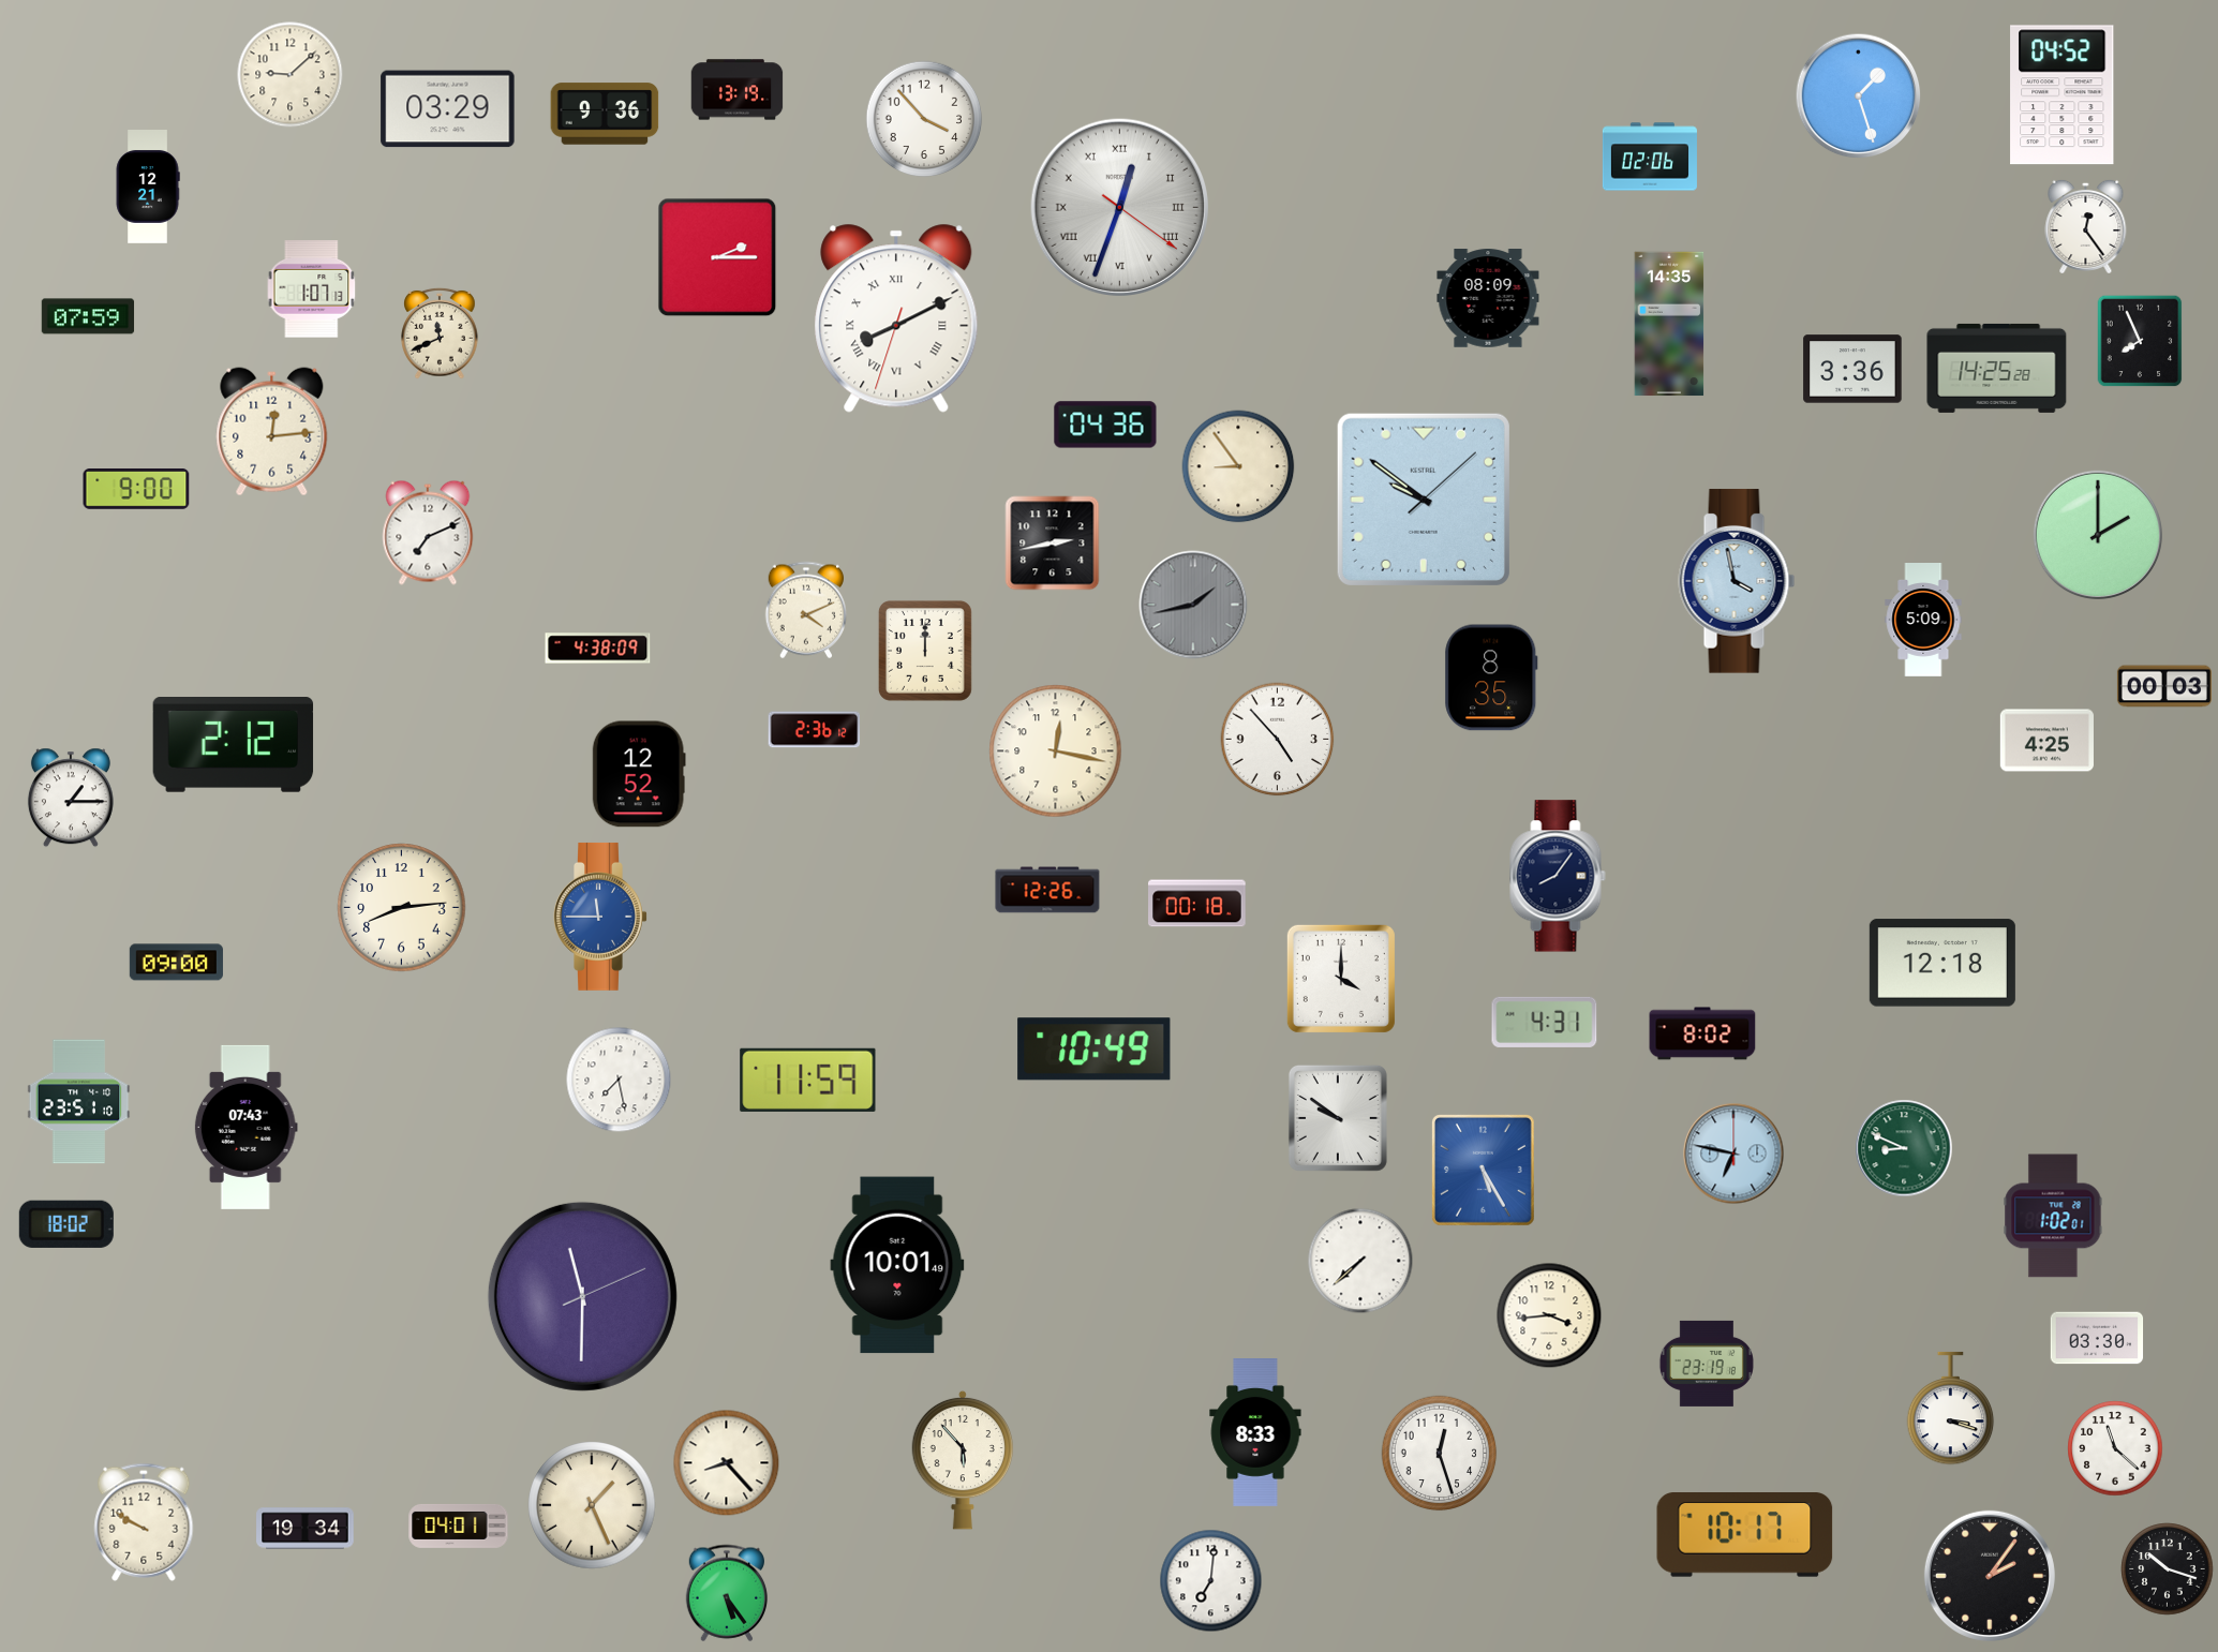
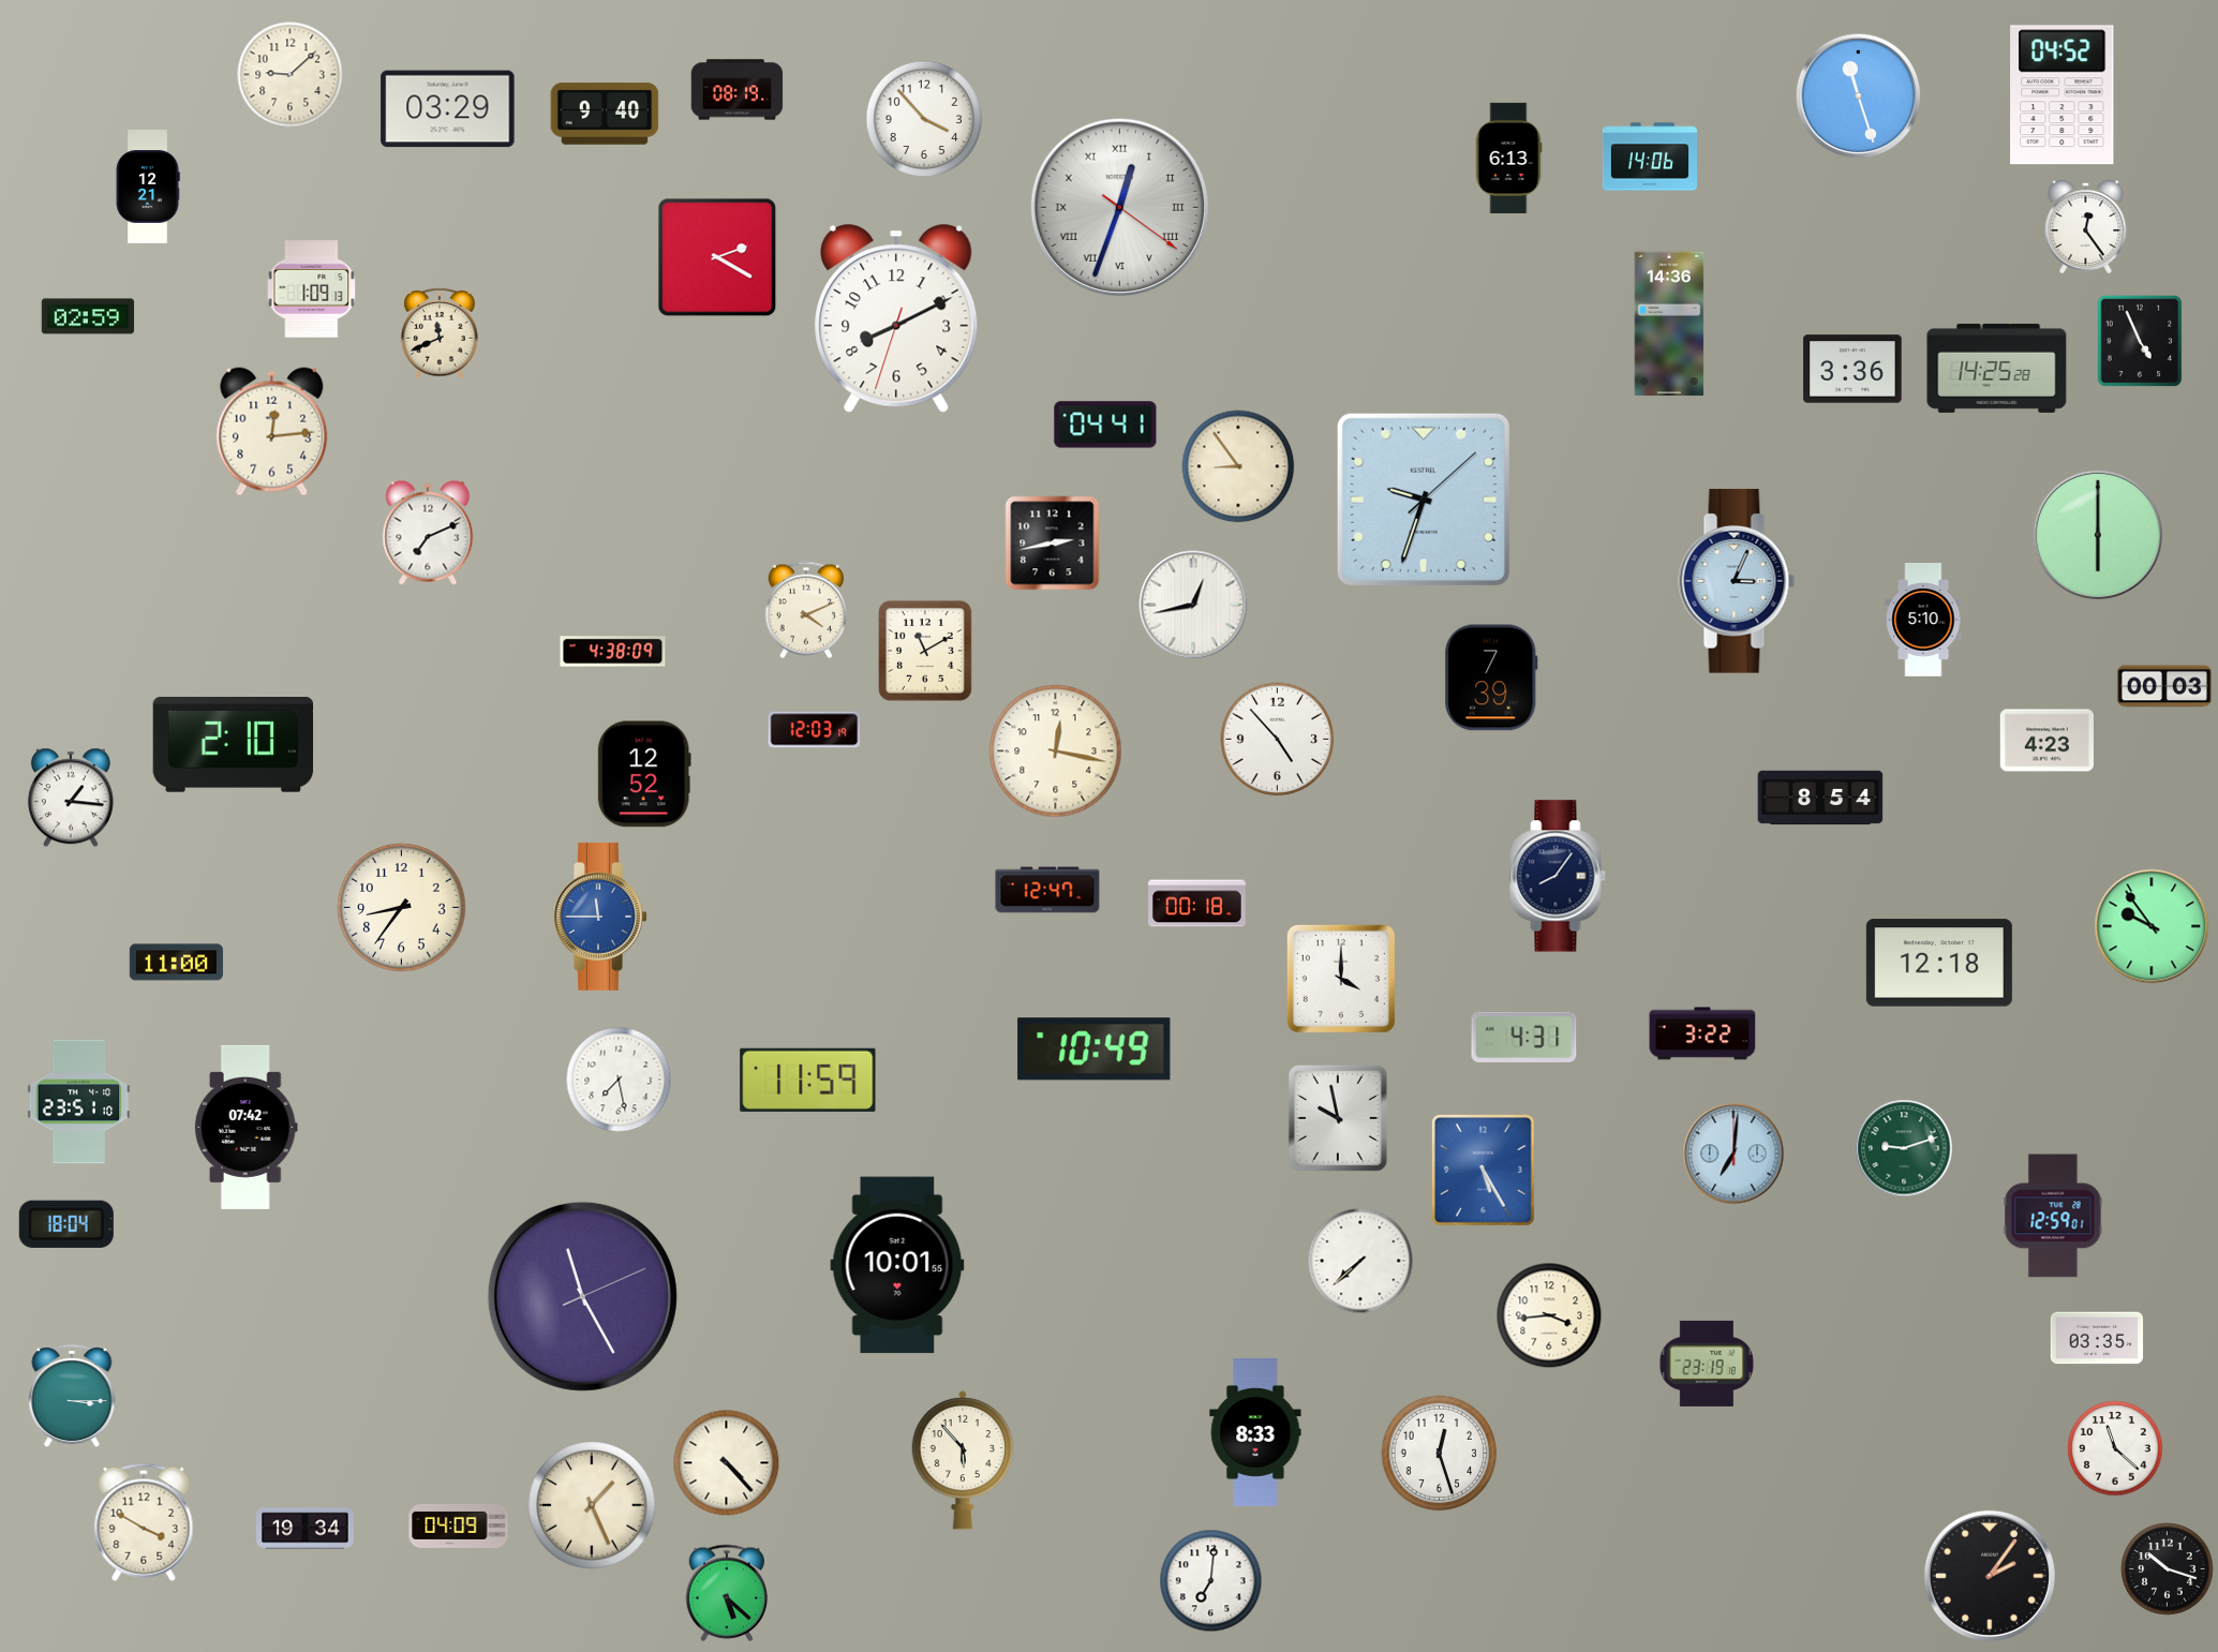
clock at (738, 90): 13:19 -> 08:19
clock at (1859, 96): 1:27 -> 11:27
clock at (605, 114): 9:36 -> 9:40
clock at (1650, 157): 02:06 -> 14:06
clock at (1508, 158): none -> 6:13
clock at (717, 257): 2:15 -> 2:20
clock at (312, 289): 1:07 -> 1:09
clock at (1488, 298): 08:09 -> none
clock at (88, 316): 07:59 -> 02:59
clock at (896, 318) numerals: Roman -> Arabic
clock at (1669, 324): 14:35 -> 14:36
clock at (2140, 341): 7:56 -> 4:56
clock at (1105, 425): 04:36 -> 04:41
clock at (136, 490): 9:00 -> none
clock at (1424, 500): 9:51 -> 9:33
clock at (2098, 535): 2:00 -> 6:00
clock at (1737, 581): 3:58 -> 3:04
clock at (1193, 605): 1:43 -> 12:43
clock at (1193, 605) dial: grey -> white
clock at (1923, 621): 5:09 -> 5:10
clock at (598, 649) position: (598, 649) -> (613, 652)
clock at (925, 651): 12:00 -> 11:10
clock at (1491, 678): 8:35 -> 7:39
clock at (815, 730): 2:36 -> 12:03
clock at (2046, 741): 4:25 -> 4:23
clock at (234, 745): 2:12 -> 2:10
clock at (639, 774) position: (639, 774) -> (644, 774)
clock at (71, 798): 1:15 -> 1:16
clock at (1820, 798): none -> 8:54
clock at (1047, 890): 12:26 -> 12:47
clock at (402, 908): 8:14 -> 8:36
clock at (2152, 926): none -> 9:54
clock at (176, 963): 09:00 -> 11:00
clock at (1942, 963) position: (1942, 963) -> (1939, 963)
clock at (1545, 1022) position: (1545, 1022) -> (1524, 1037)
clock at (1702, 1033): 8:02 -> 3:22
clock at (1338, 1118): 9:51 -> 9:58
clock at (245, 1127): 07:43 -> 07:42
clock at (1904, 1148): 8:49 -> 9:12
clock at (1733, 1154): 6:47 -> 7:01
clock at (2053, 1216): 1:02 -> 12:59
clock at (66, 1224): 18:02 -> 18:04
clock at (897, 1265): 10:01:49 -> 10:01:55
clock at (582, 1296): 11:30 -> 11:25
clock at (2097, 1338): 03:30 -> 03:35
clock at (72, 1396): none -> 3:15
clock at (1951, 1409): 3:18 -> none
clock at (727, 1463): 8:23 -> 4:23
clock at (144, 1522): 9:50 -> 3:50
clock at (459, 1526): 04:01 -> 04:09
clock at (1745, 1535): 10:17 -> none
clock at (727, 1593): 5:24 -> 5:22
